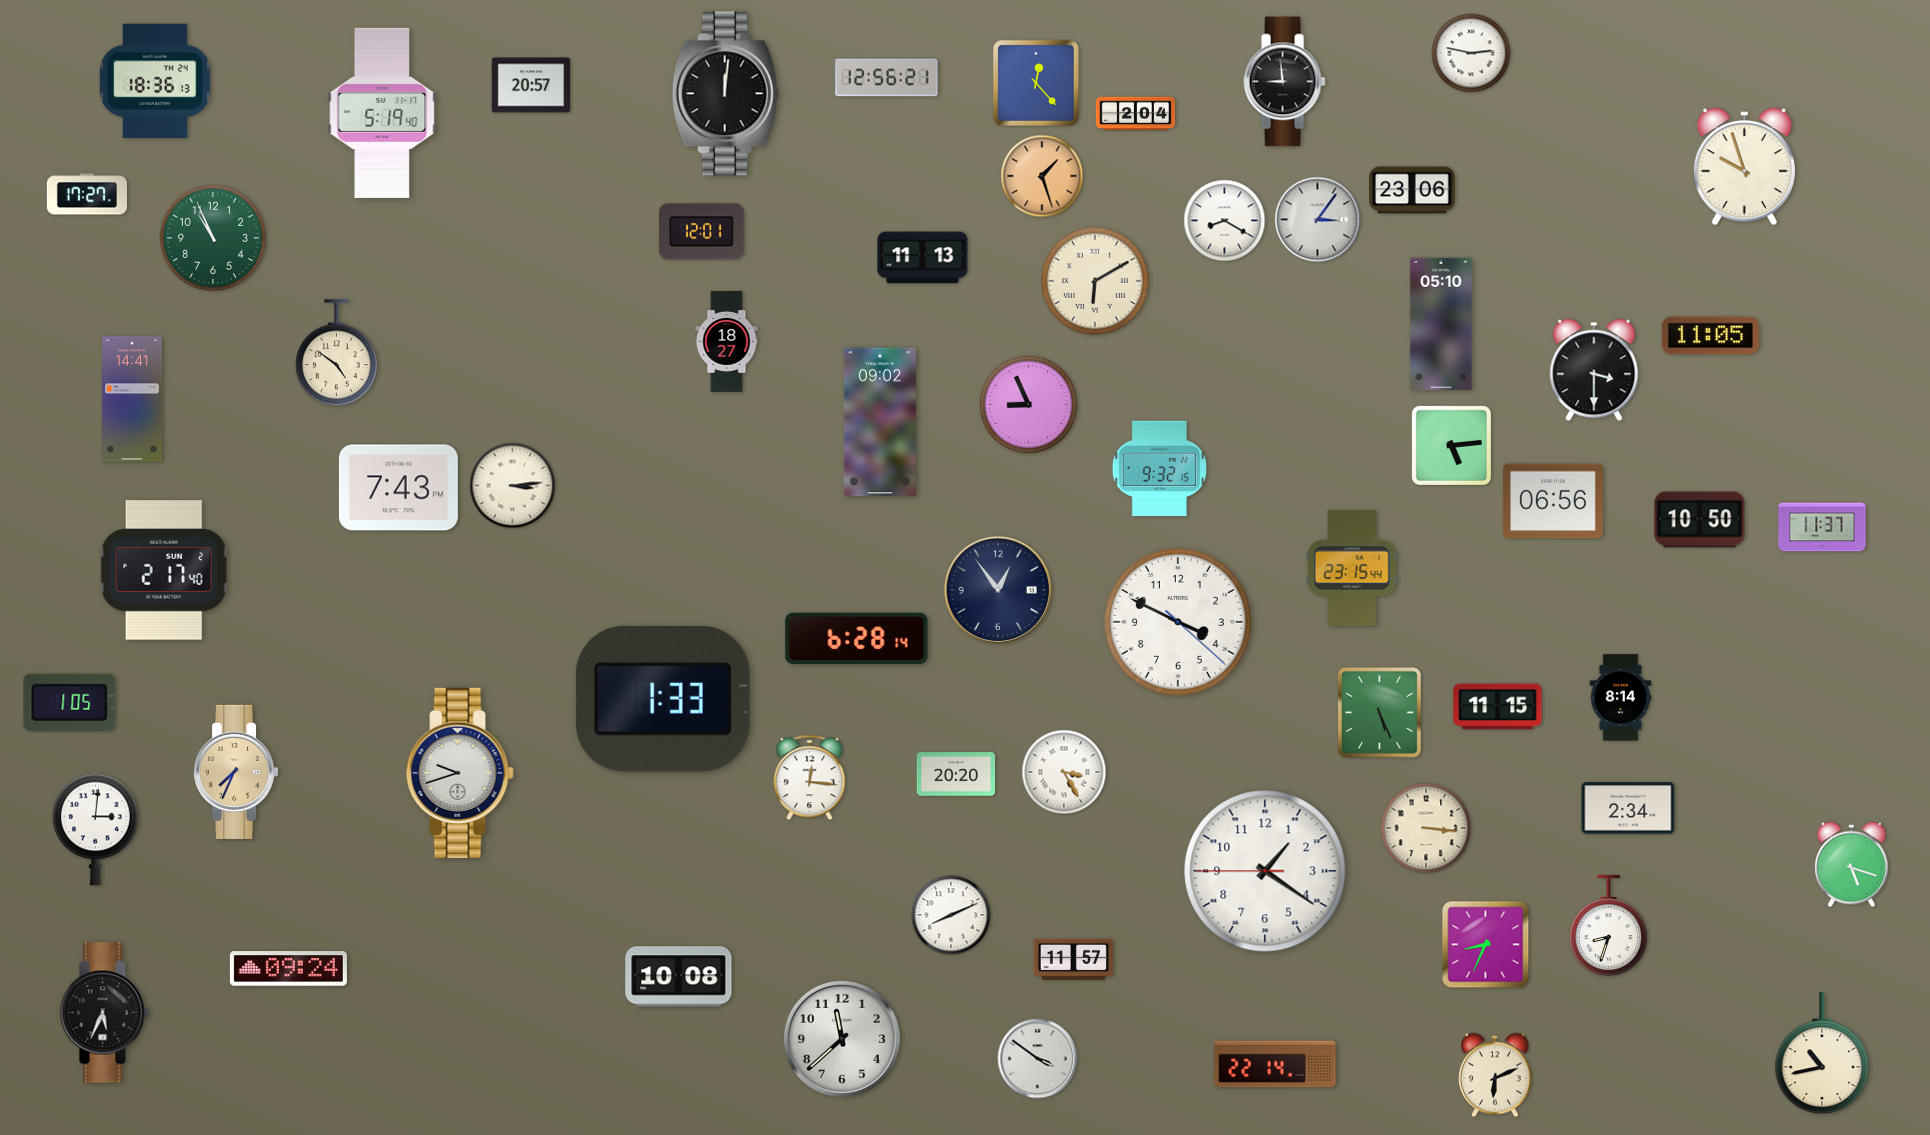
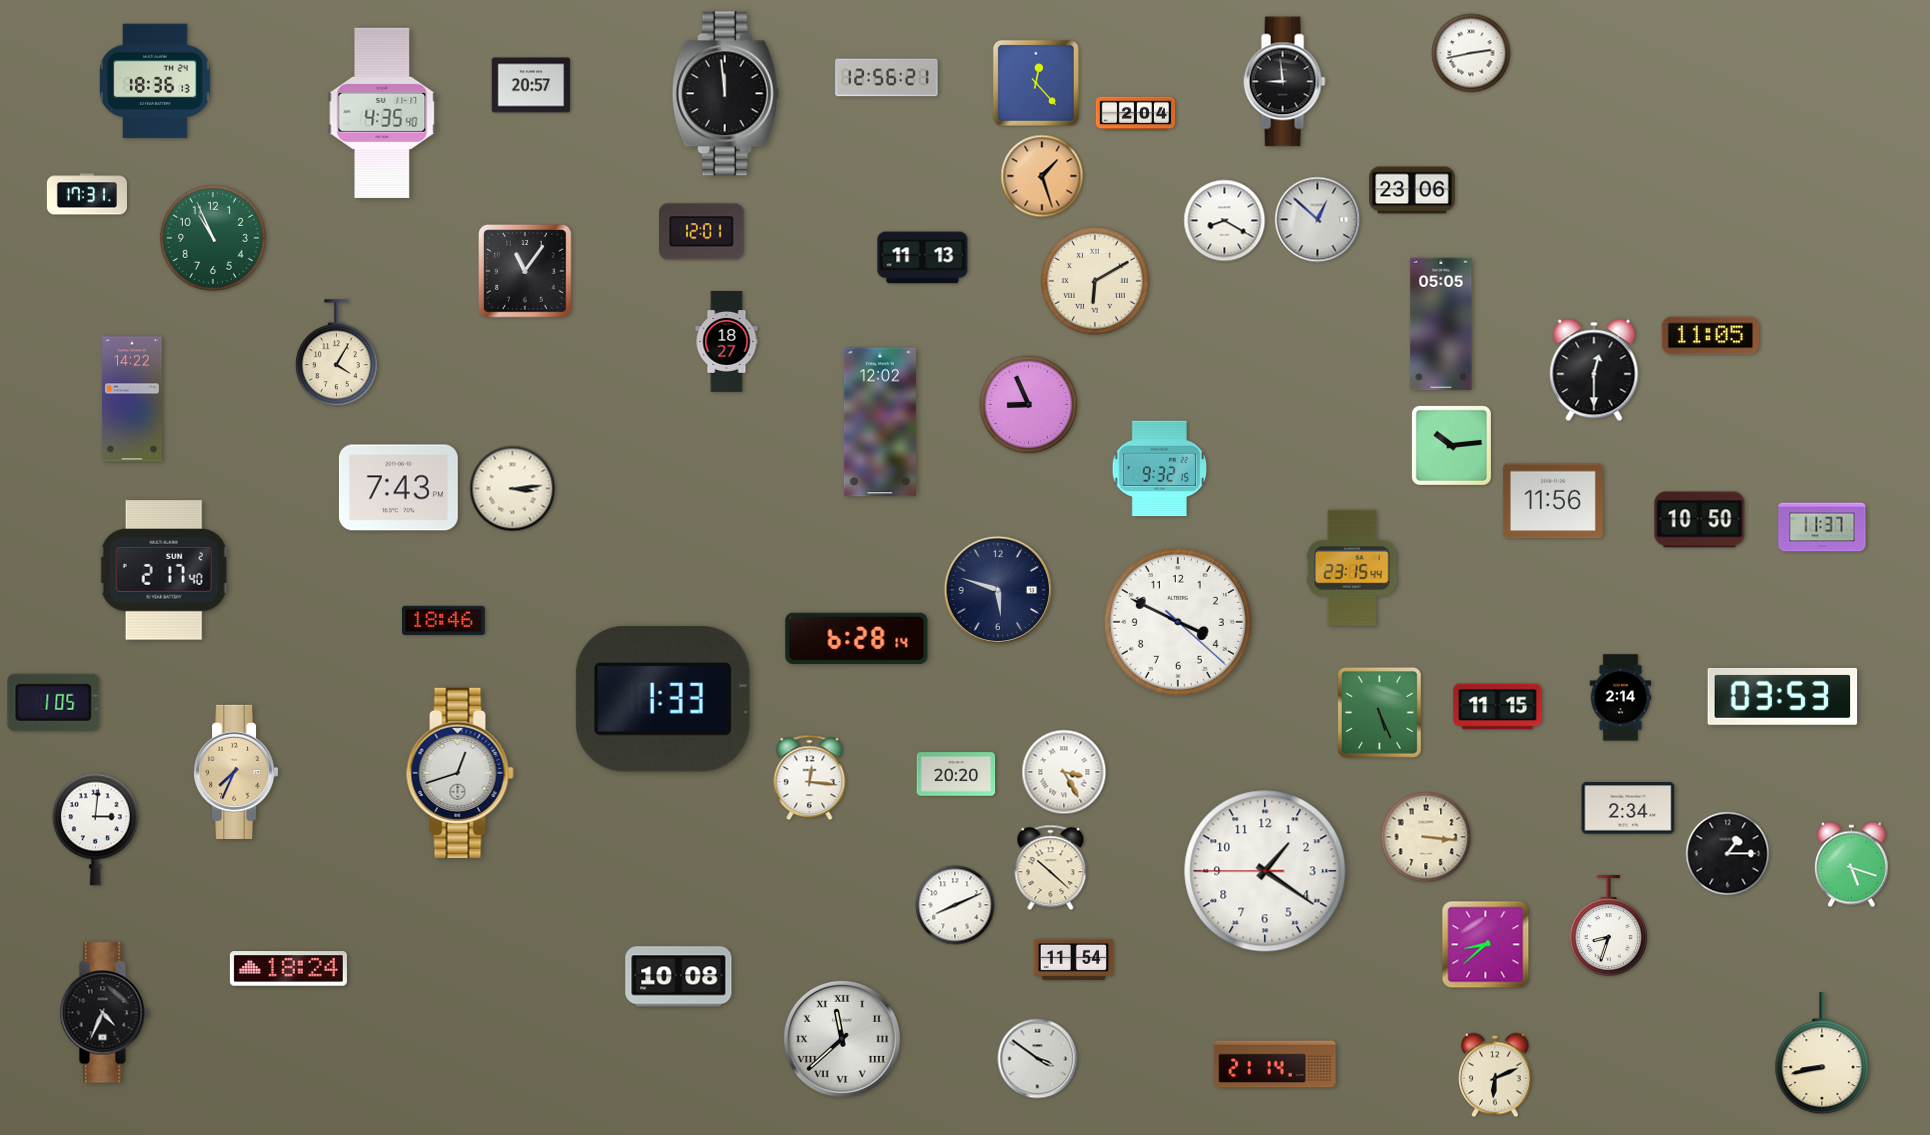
clock at (1471, 53): 2:47 -> 2:43
clock at (725, 94): 12:01 -> 11:59
clock at (382, 113): 5:19 -> 4:35
clock at (1744, 167): 9:57 -> none
clock at (87, 194): 17:27 -> 17:31
clock at (1318, 220): 3:06 -> 12:52
clock at (525, 271): none -> 11:06
clock at (1441, 324): 05:10 -> 05:05
clock at (336, 353): 4:51 -> 4:05
clock at (1594, 370): 3:30 -> 12:30
clock at (133, 399): 14:41 -> 14:22
clock at (880, 422): 09:02 -> 12:02
clock at (1451, 445): 5:14 -> 10:14
clock at (513, 486) position: (513, 486) -> (513, 489)
clock at (1553, 501): 06:56 -> 11:56
clock at (998, 590): 12:54 -> 5:48
clock at (444, 620): none -> 18:46
clock at (1783, 696): none -> 03:53
clock at (1621, 698): 8:14 -> 2:14
clock at (70, 702) position: (70, 702) -> (54, 702)
clock at (460, 773): 9:42 -> 12:42
clock at (1426, 828) position: (1426, 828) -> (1426, 837)
clock at (1728, 854): none -> 1:15
clock at (1051, 868): none -> 10:22
clock at (951, 915) position: (951, 915) -> (955, 905)
clock at (1486, 945): 8:34 -> 8:38
clock at (1074, 959): 11:57 -> 11:54
clock at (288, 969): 09:24 -> 18:24
clock at (104, 1013): 5:34 -> 4:34
clock at (842, 1039) numerals: Arabic -> Roman
clock at (1822, 1054): 10:43 -> 8:43
clock at (1275, 1064): 22:14 -> 21:14
